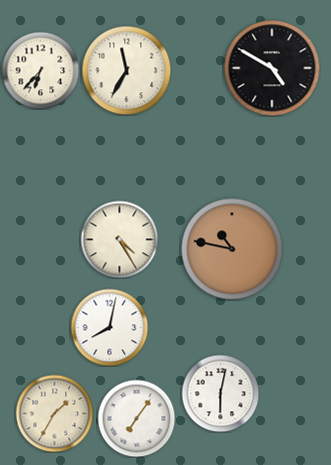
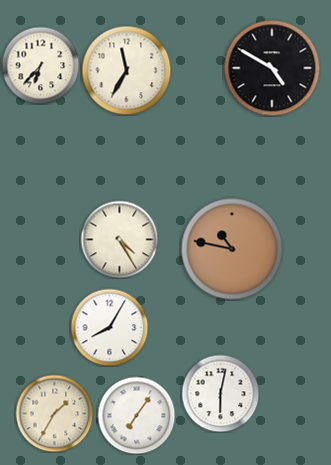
clock at (40, 70) position: (40, 70) -> (40, 65)
clock at (109, 327): 8:02 -> 8:05
clock at (136, 418) position: (136, 418) -> (136, 415)
